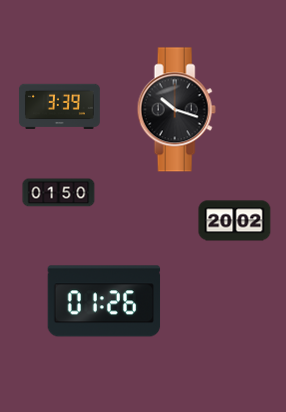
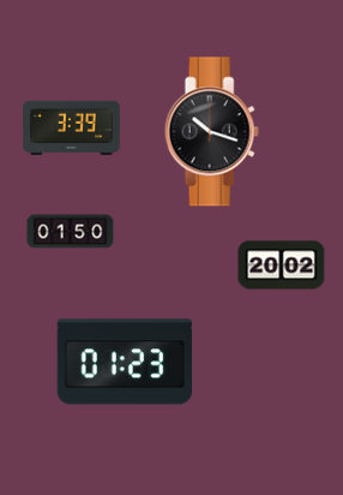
clock at (104, 301): 01:26 -> 01:23
